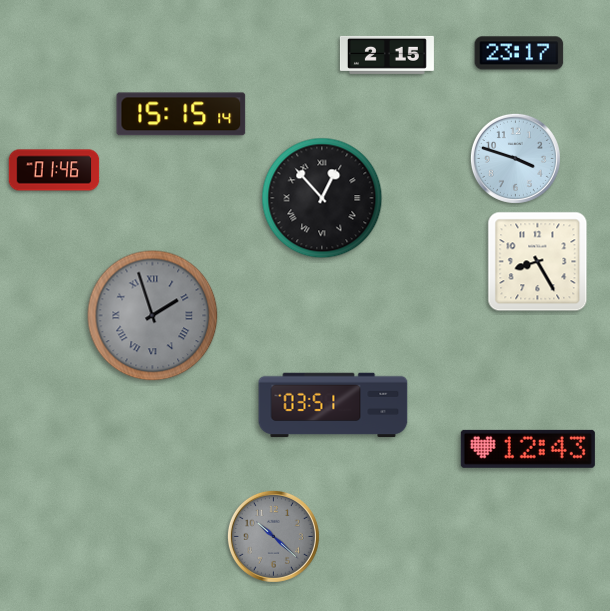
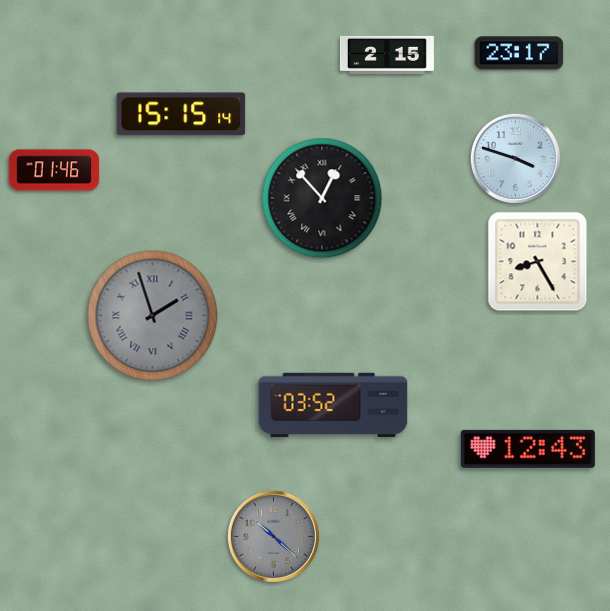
clock at (333, 405): 03:51 -> 03:52
